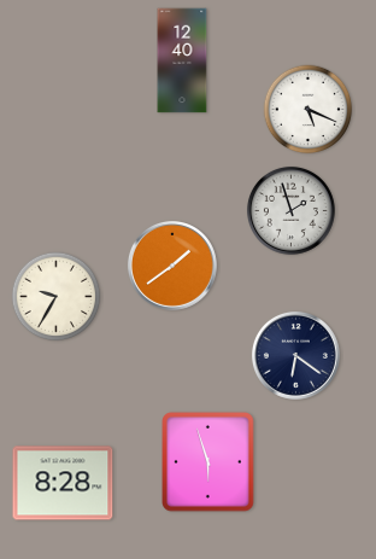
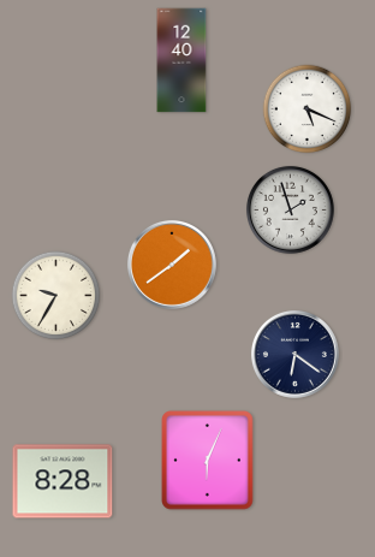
clock at (208, 462): 5:57 -> 6:04
